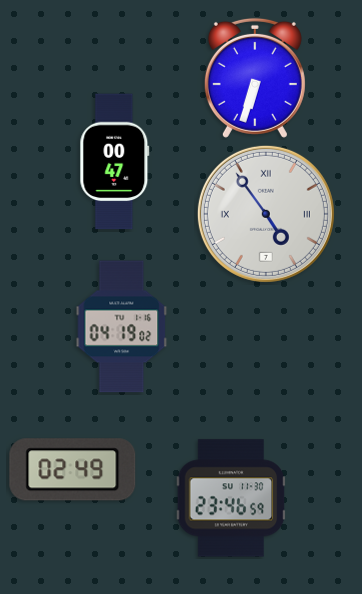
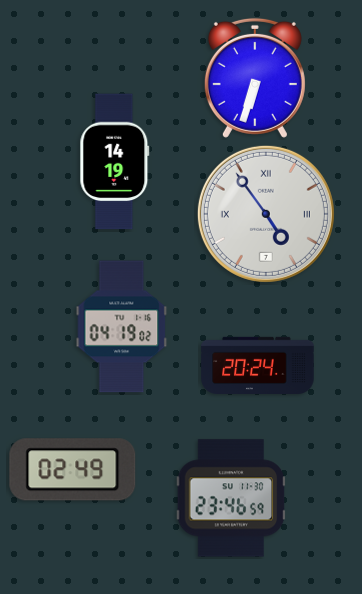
clock at (115, 162): 00:47 -> 14:19
clock at (258, 365): none -> 20:24
